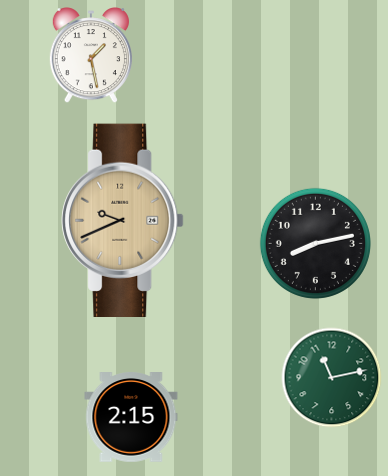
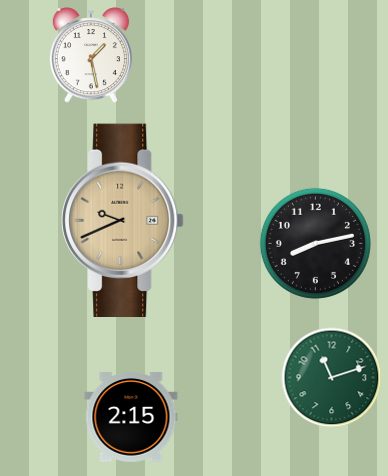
clock at (332, 378): 11:13 -> 11:12
